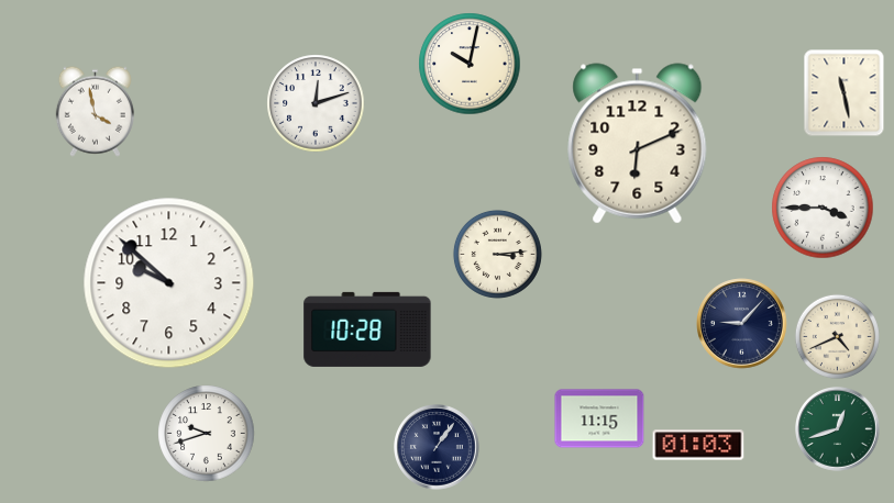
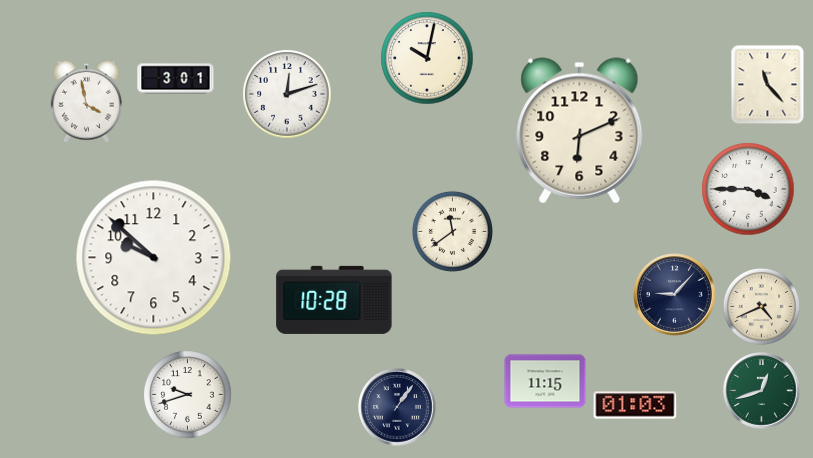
clock at (176, 79): none -> 3:01
clock at (845, 93): 11:28 -> 11:23
clock at (497, 254): 3:14 -> 11:39
